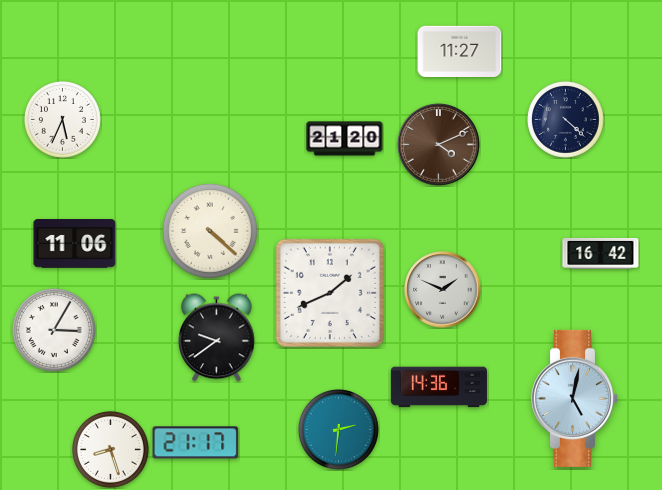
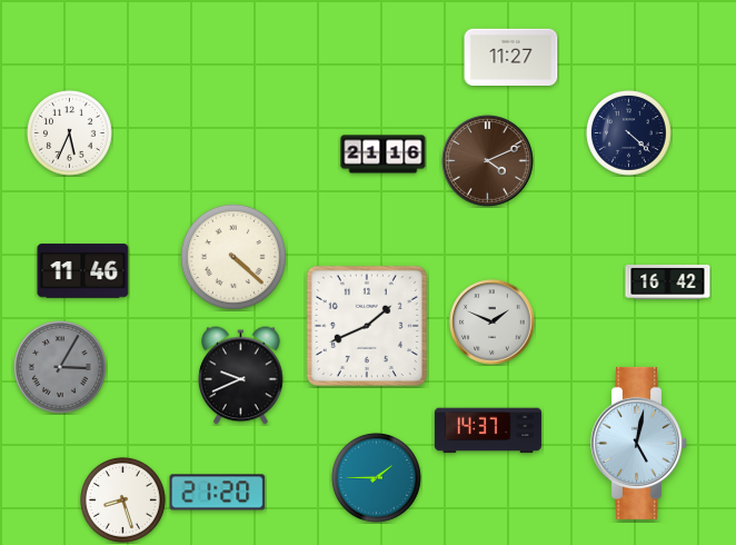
clock at (345, 139): 21:20 -> 21:16
clock at (75, 244): 11:06 -> 11:46
clock at (54, 330) dial: white -> grey
clock at (217, 338): 9:39 -> 9:41
clock at (439, 387): 14:36 -> 14:37
clock at (339, 430): 2:31 -> 1:45
clock at (196, 443): 21:17 -> 21:20
